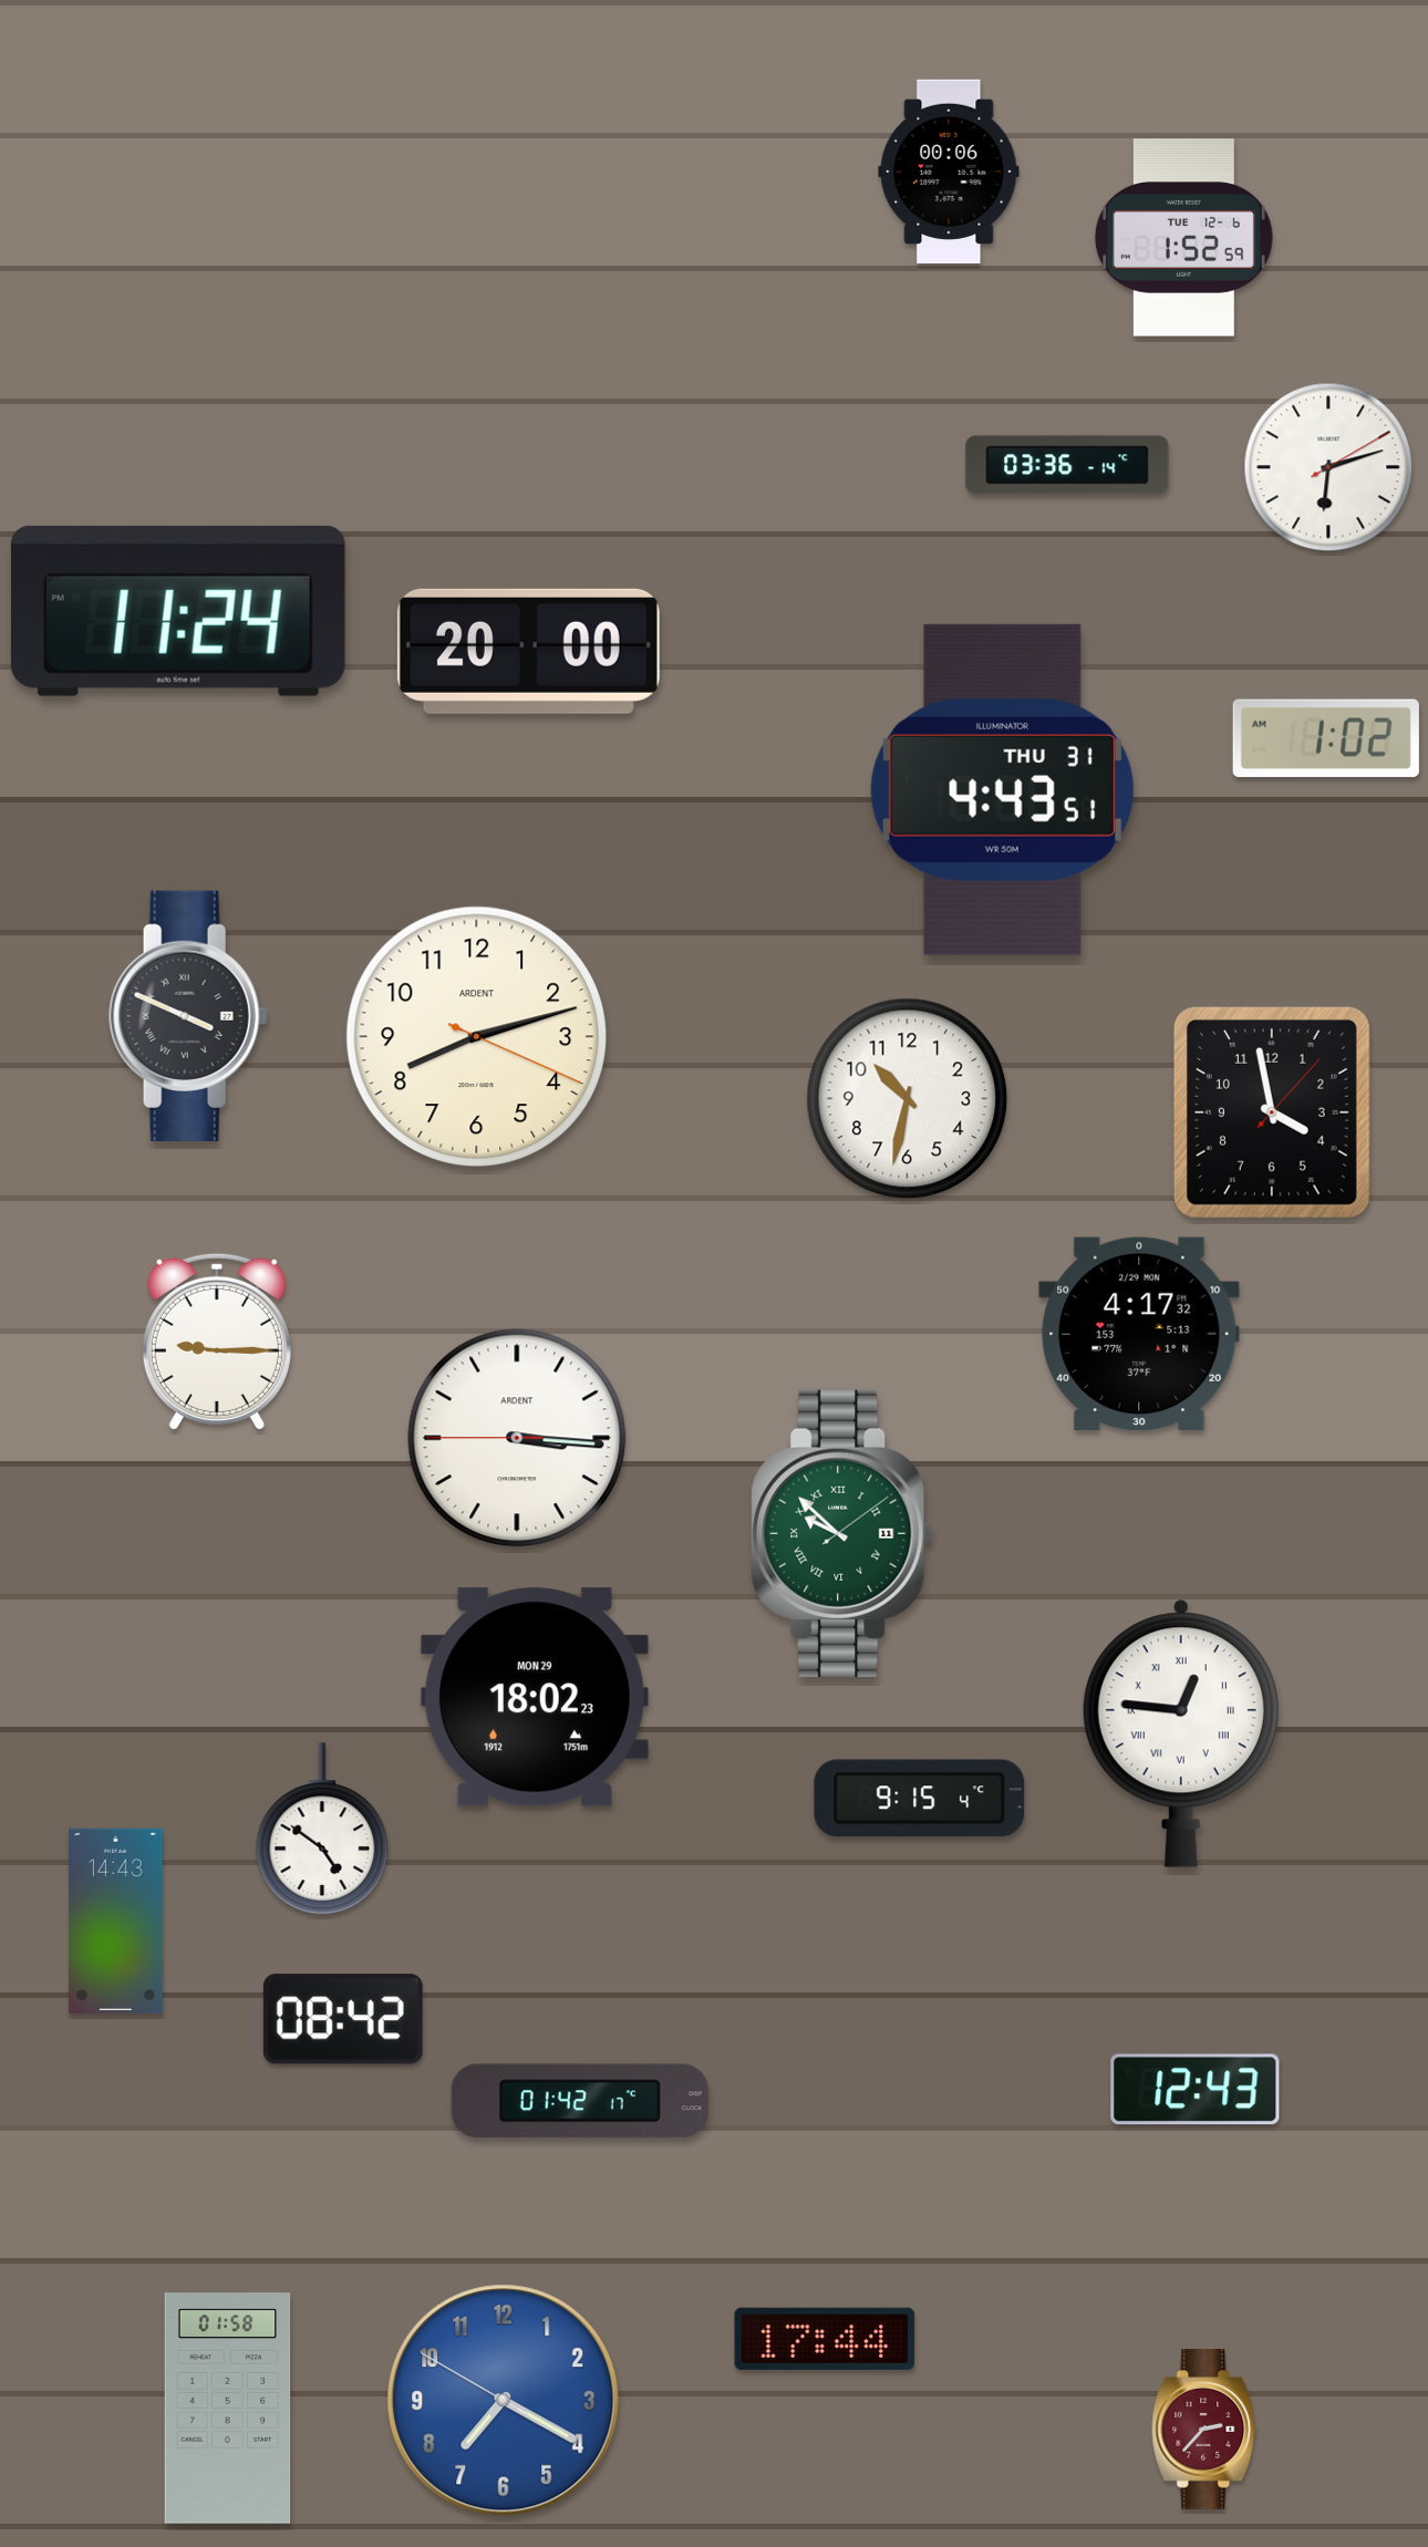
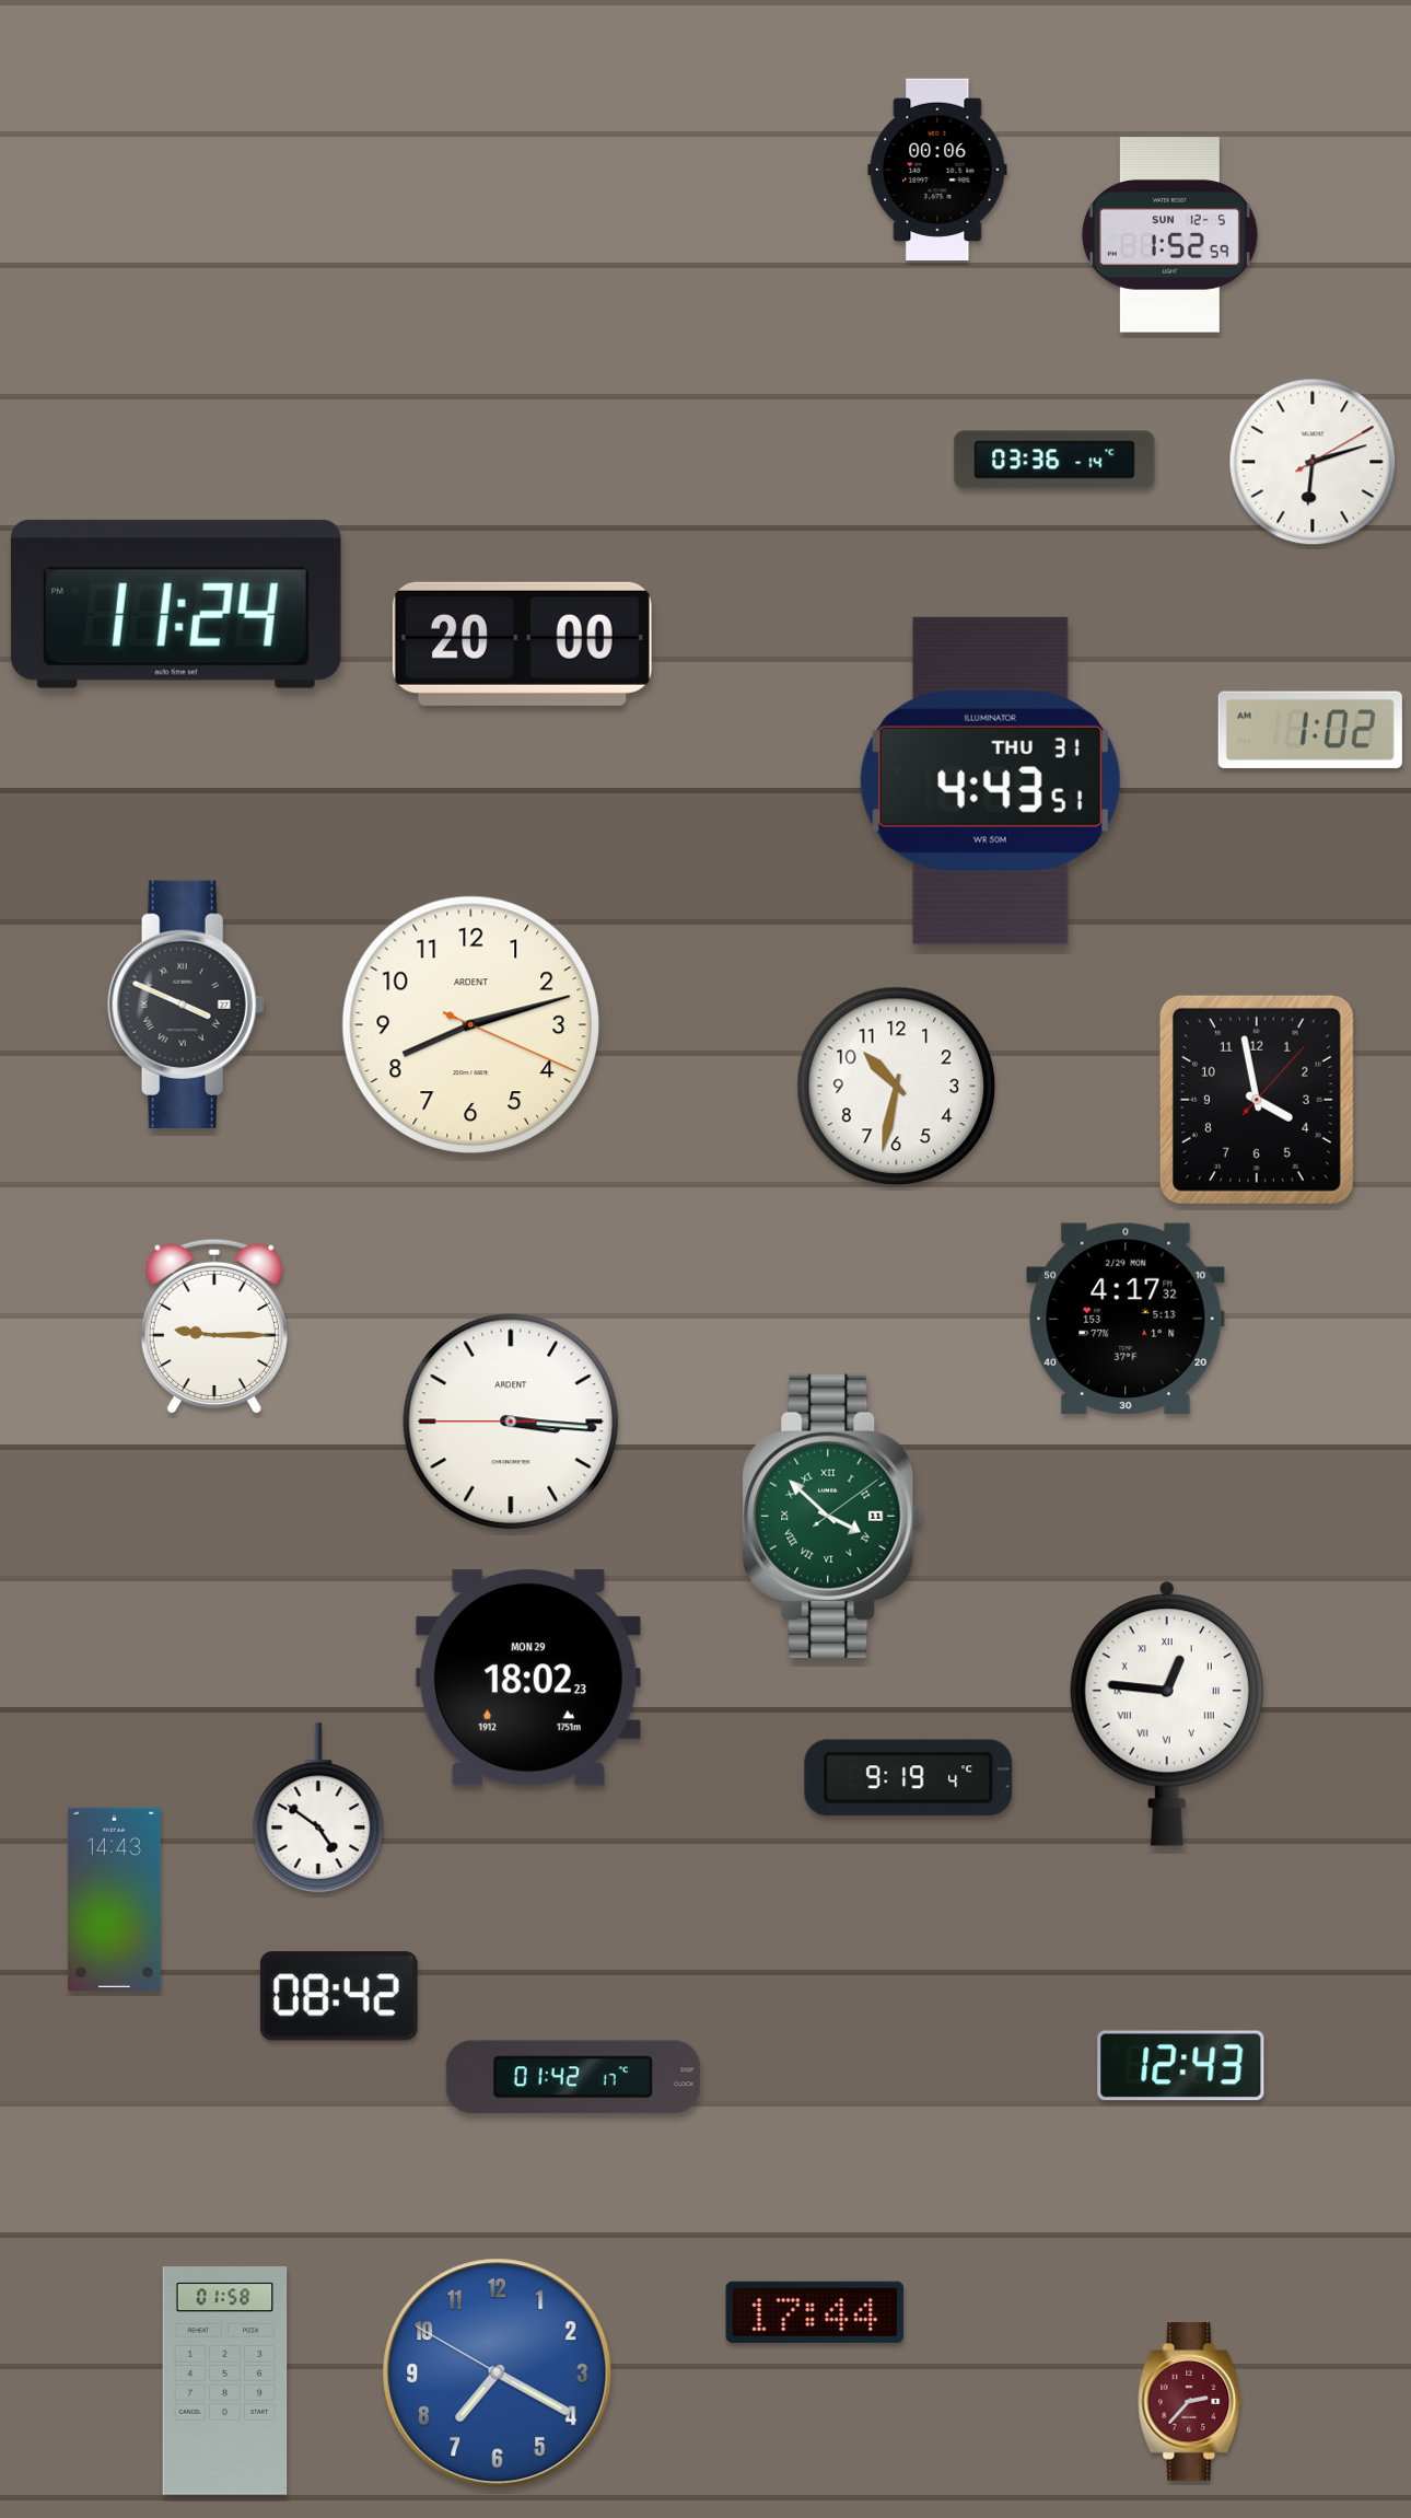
clock at (1183, 238) date: TUE 12-6 -> SUN 12-5
clock at (842, 1533): 9:52 -> 3:52
clock at (920, 1799): 9:15 -> 9:19
